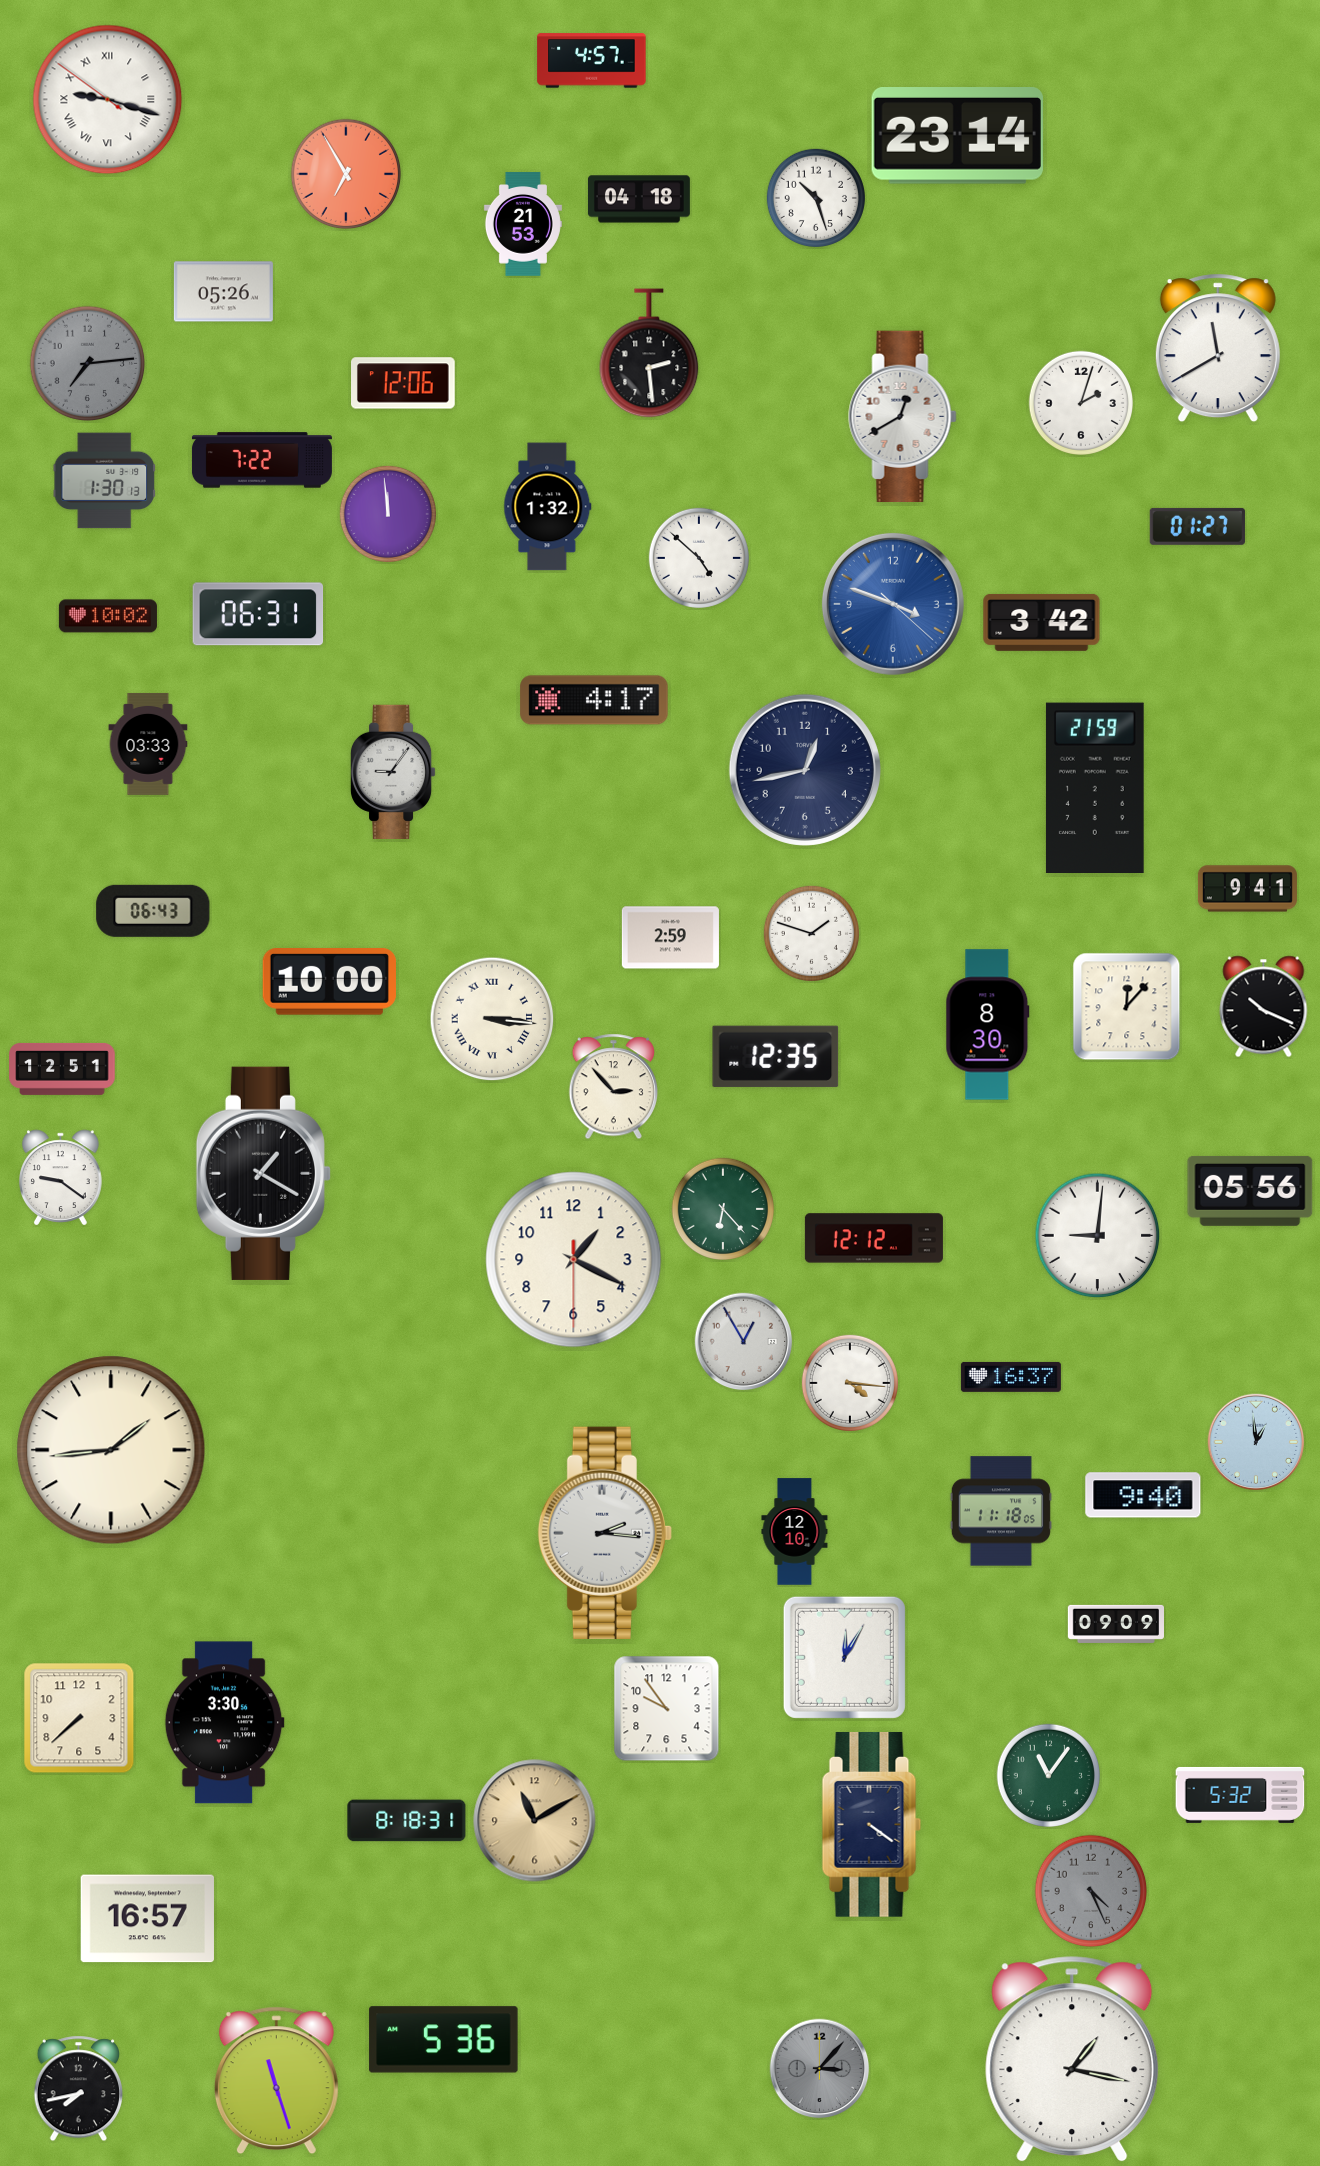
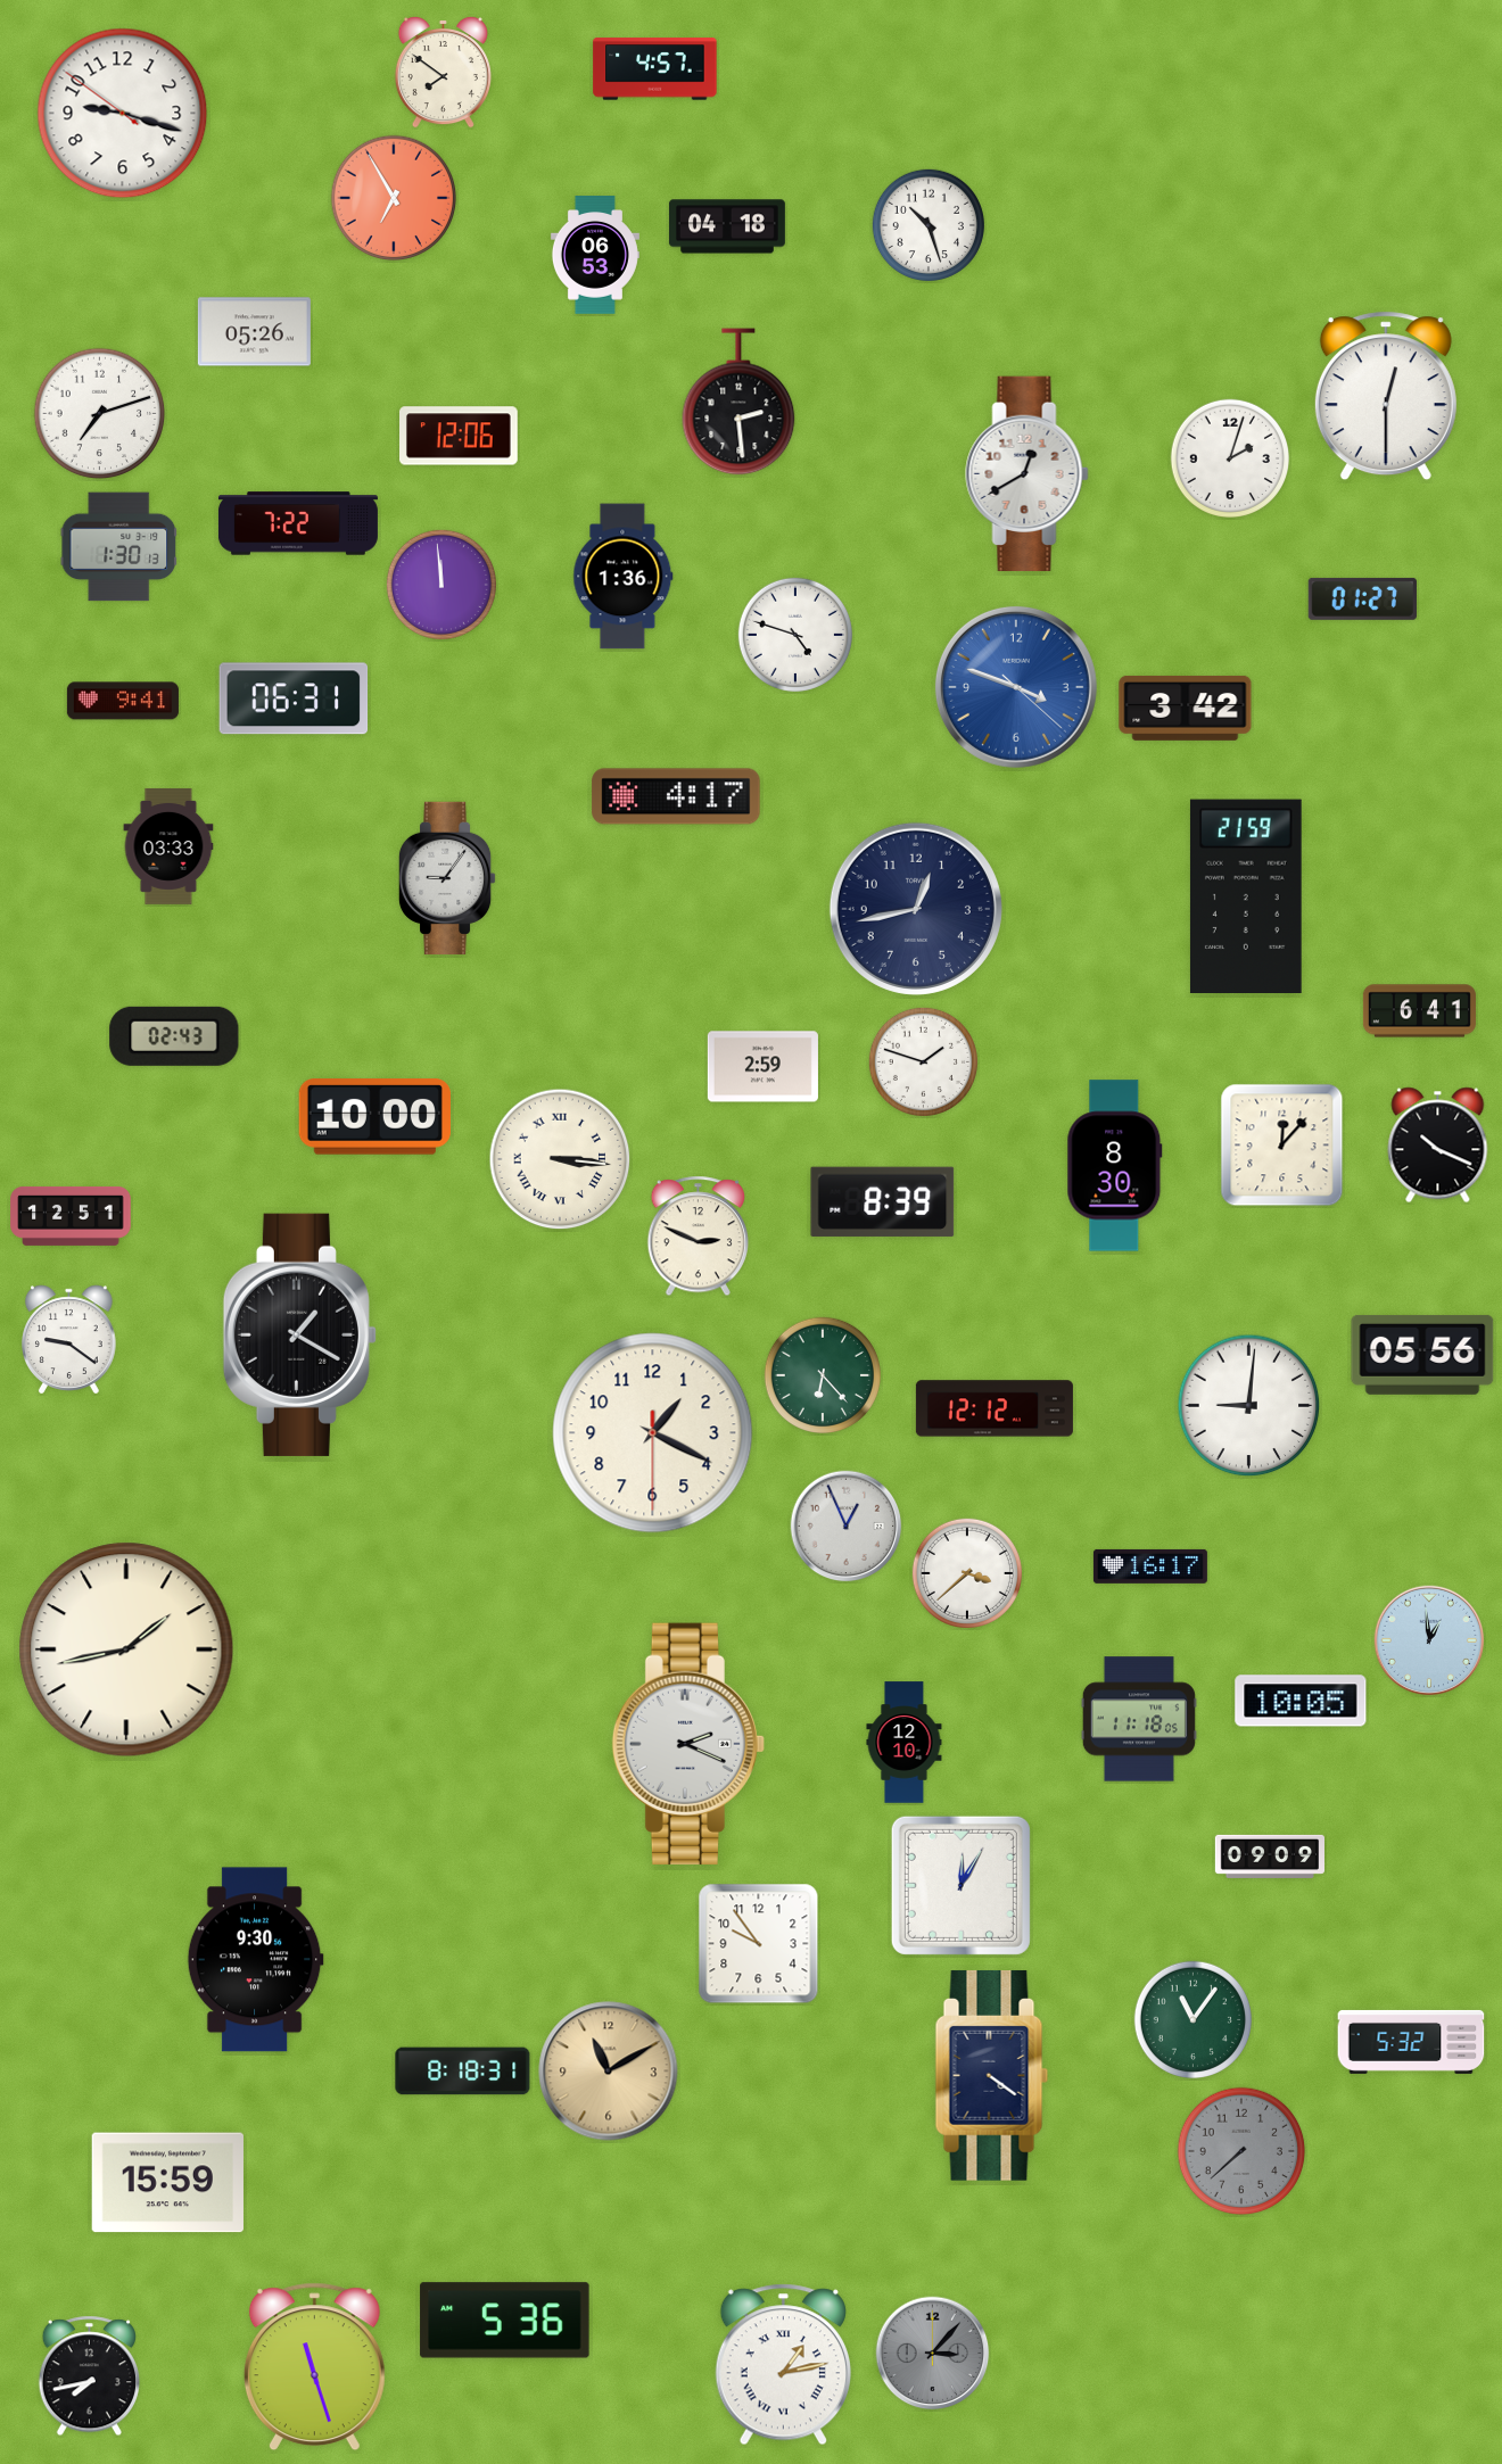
clock at (592, 61) position: (592, 61) -> (655, 69)
clock at (443, 72): none -> 7:51
clock at (108, 100) numerals: Roman -> Arabic
clock at (957, 136): 23:14 -> none
clock at (523, 224): 21:53 -> 06:53
clock at (1218, 348): 11:40 -> 12:30
clock at (88, 364): 7:14 -> 7:12
clock at (88, 364) dial: grey -> white
clock at (548, 507): 1:32 -> 1:36
clock at (698, 557): 4:52 -> 4:48
clock at (108, 616): 10:02 -> 9:41
clock at (805, 770) position: (805, 770) -> (916, 909)
clock at (1247, 889): 9:41 -> 6:41
clock at (153, 911): 06:43 -> 02:43
clock at (988, 1025) position: (988, 1025) -> (1115, 1166)
clock at (776, 1056): 12:35 -> 8:39
clock at (613, 1087): 2:53 -> 2:49
clock at (744, 1342): 12:55 -> 12:56
clock at (1011, 1377): 16:37 -> 16:17
clock at (850, 1383): 4:16 -> 3:38
clock at (111, 1450): 1:44 -> 1:43
clock at (1143, 1495): 9:40 -> 10:05
clock at (604, 1533): 2:16 -> 2:19
clock at (1115, 1624) position: (1115, 1624) -> (1269, 1857)
clock at (79, 1718): 7:38 -> none
clock at (224, 1723): 3:30 -> 9:30
clock at (1091, 1891): 4:26 -> 7:38
clock at (147, 1919): 16:57 -> 15:59
clock at (1072, 2060): 1:17 -> none
clock at (783, 2365): none -> 1:13
